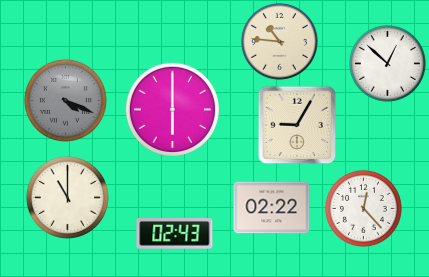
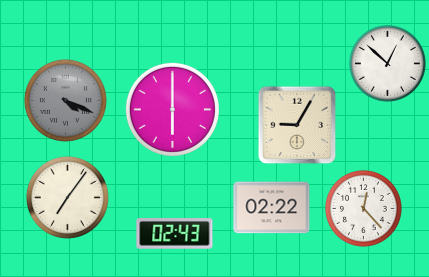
clock at (279, 41): 10:46 -> none
clock at (67, 197): 11:00 -> 7:06
